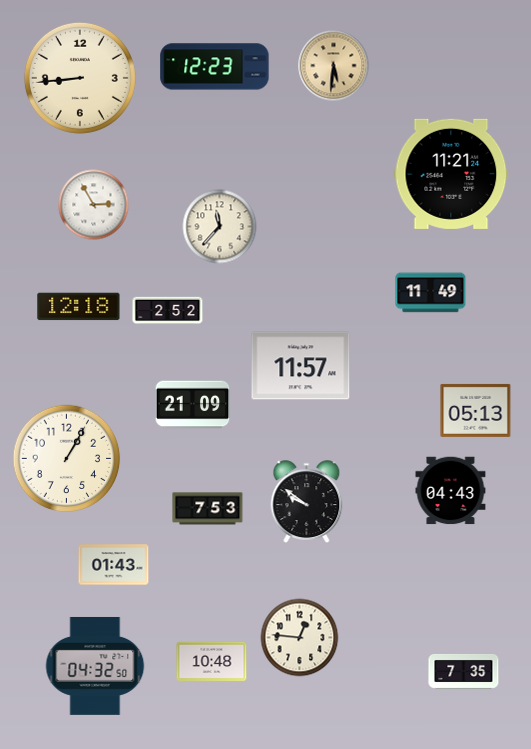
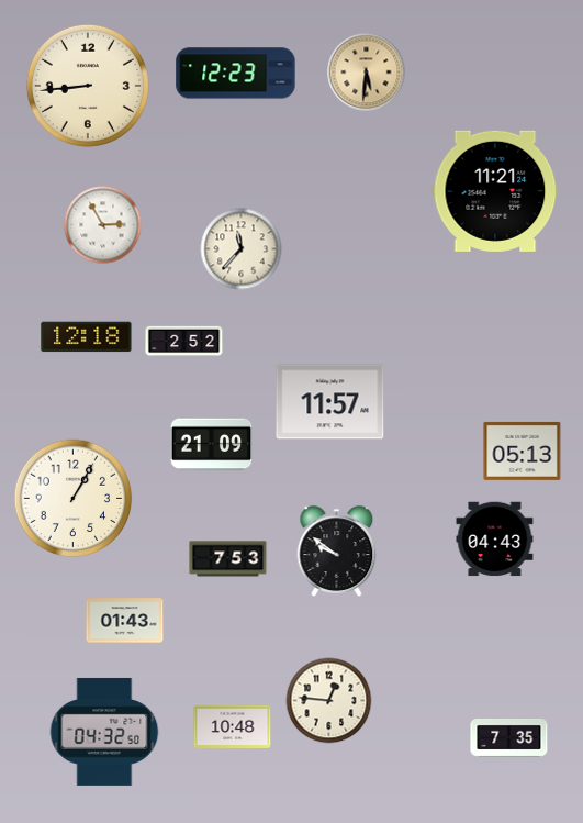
clock at (431, 293): 11:49 -> none
clock at (67, 459) position: (67, 459) -> (74, 499)
